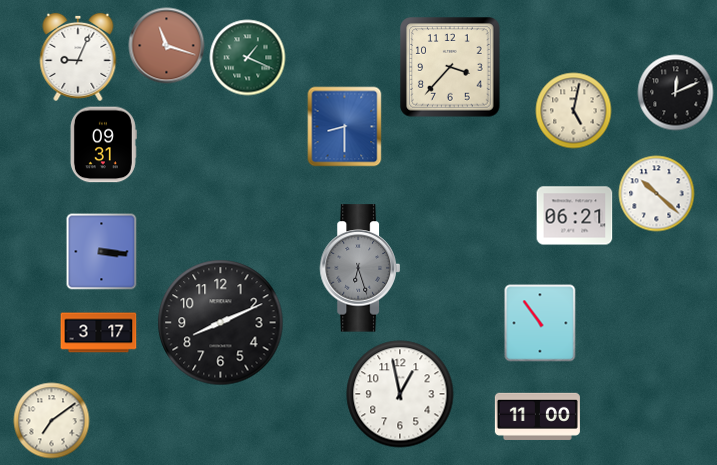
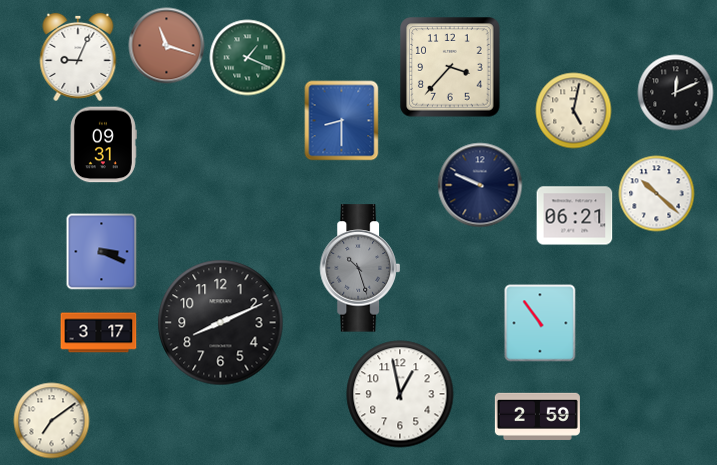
clock at (345, 127) position: (345, 127) -> (342, 121)
clock at (480, 185): none -> 9:49
clock at (102, 252): 3:16 -> 3:19
clock at (360, 268): 6:27 -> 10:27
clock at (537, 416): 11:00 -> 2:59
